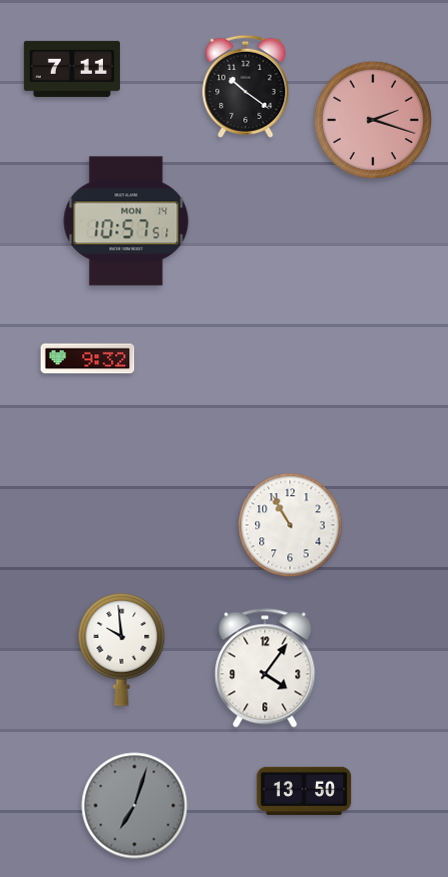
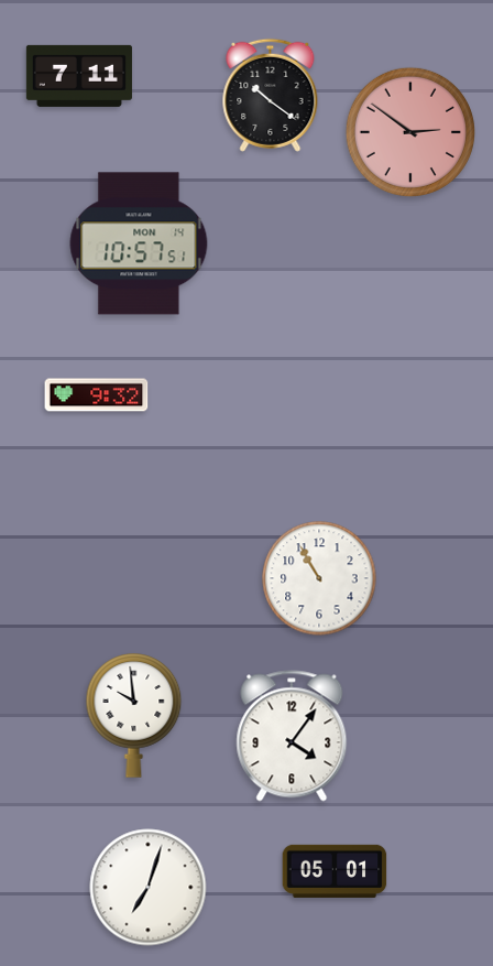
clock at (373, 120): 2:18 -> 2:51
clock at (304, 791): 13:50 -> 05:01
clock at (135, 806) dial: grey -> white
